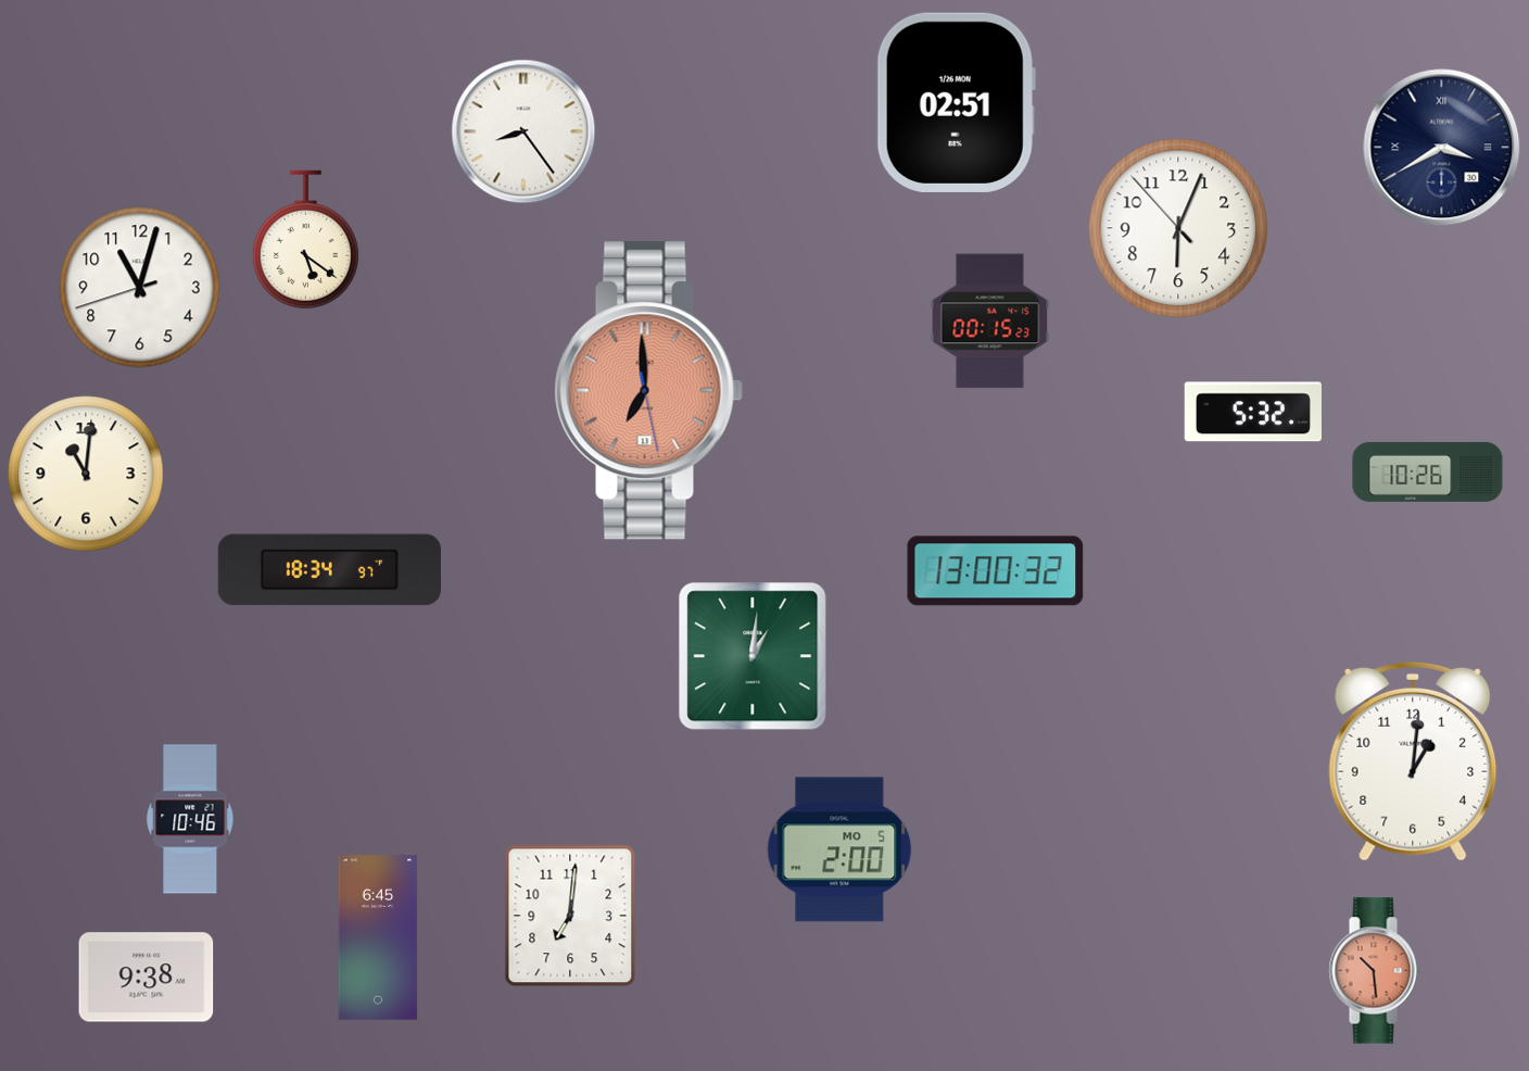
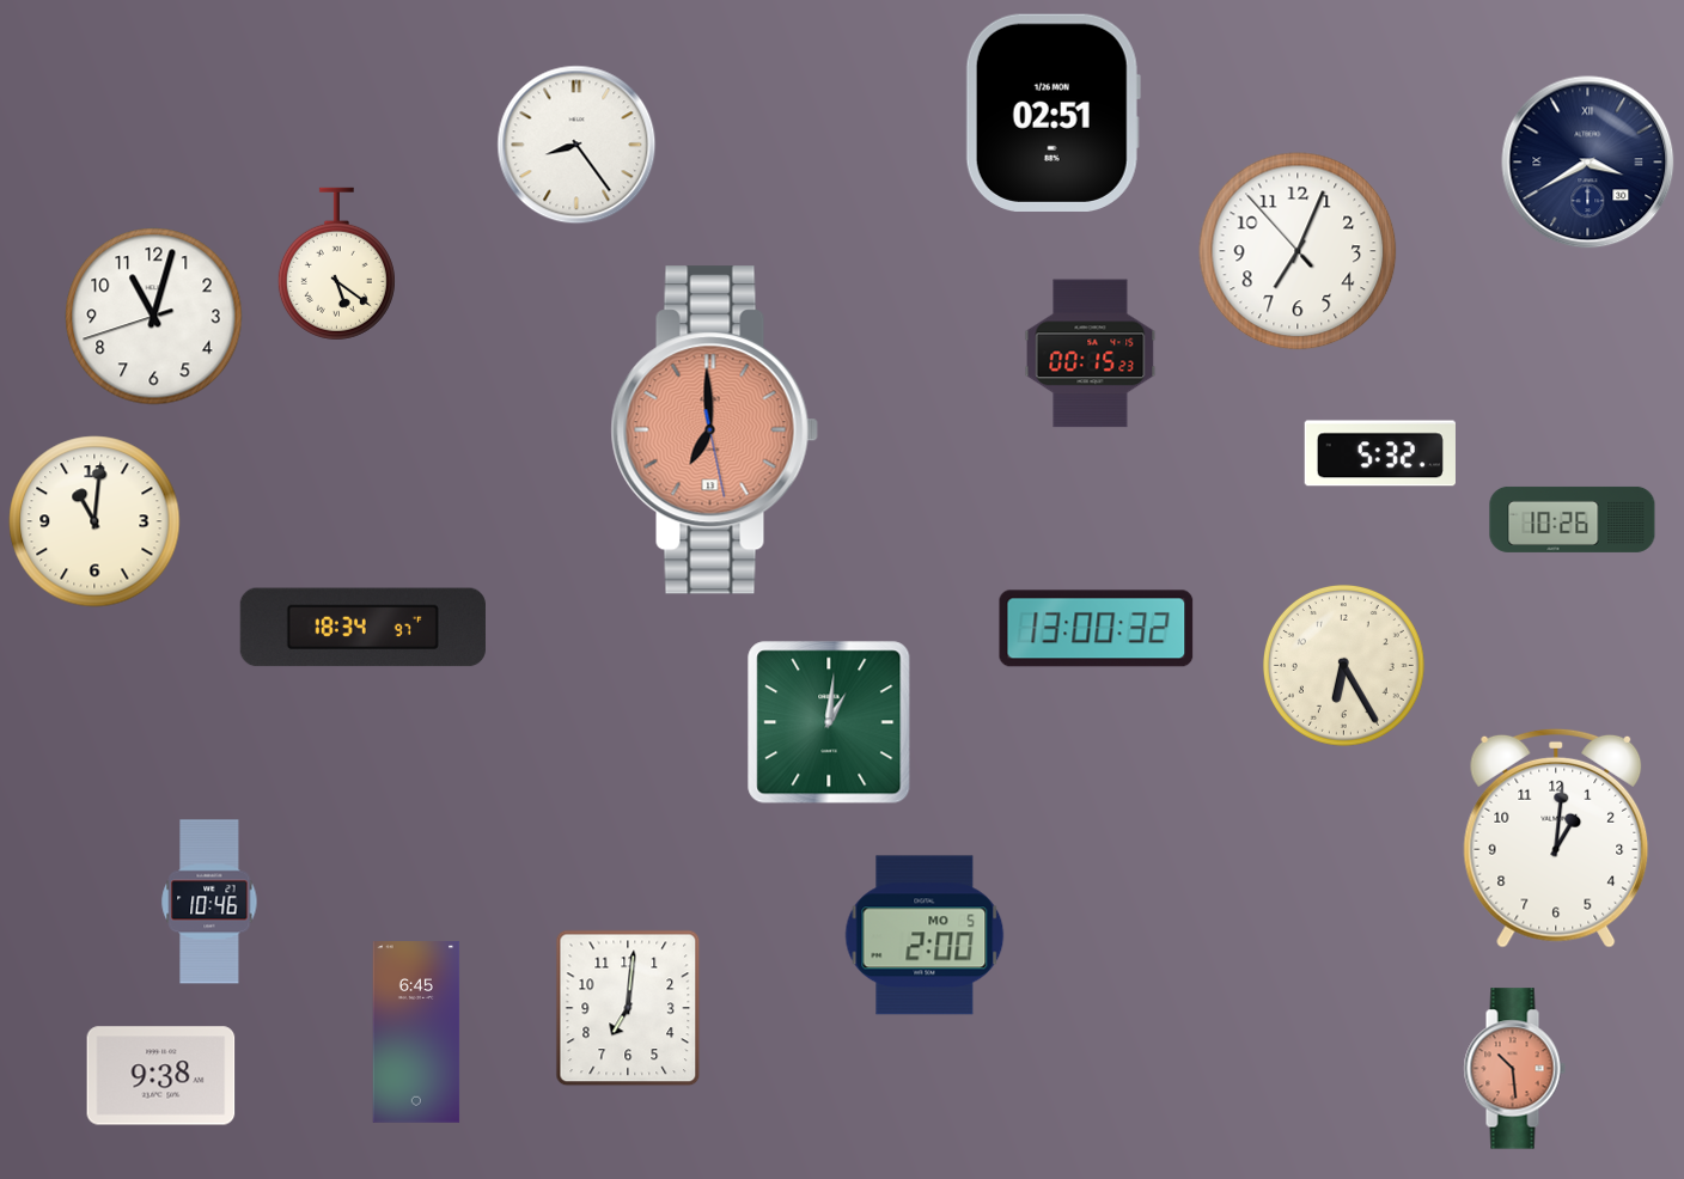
clock at (1178, 228): 6:03 -> 7:03
clock at (1343, 665): none -> 6:25
